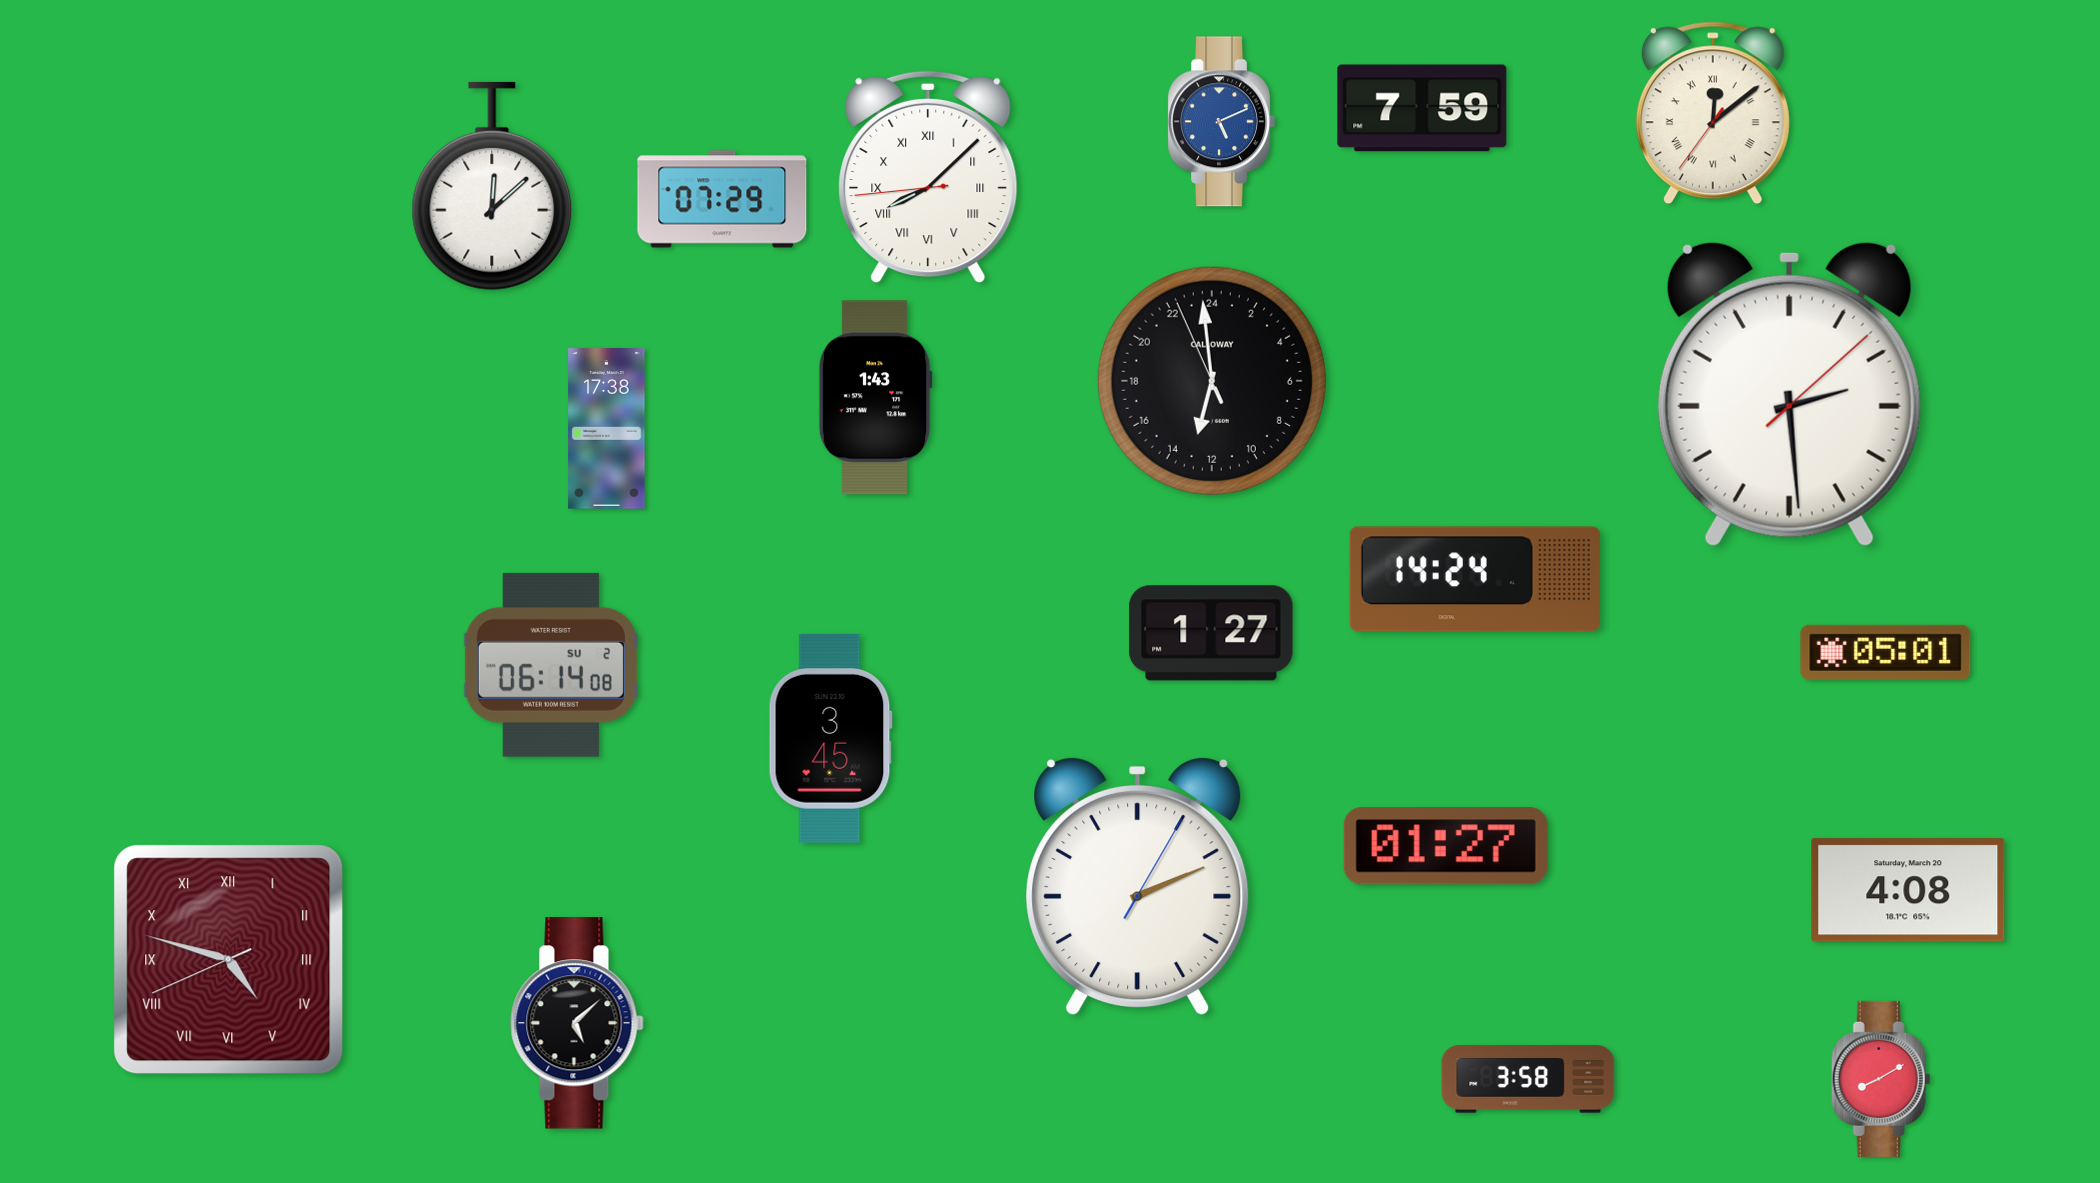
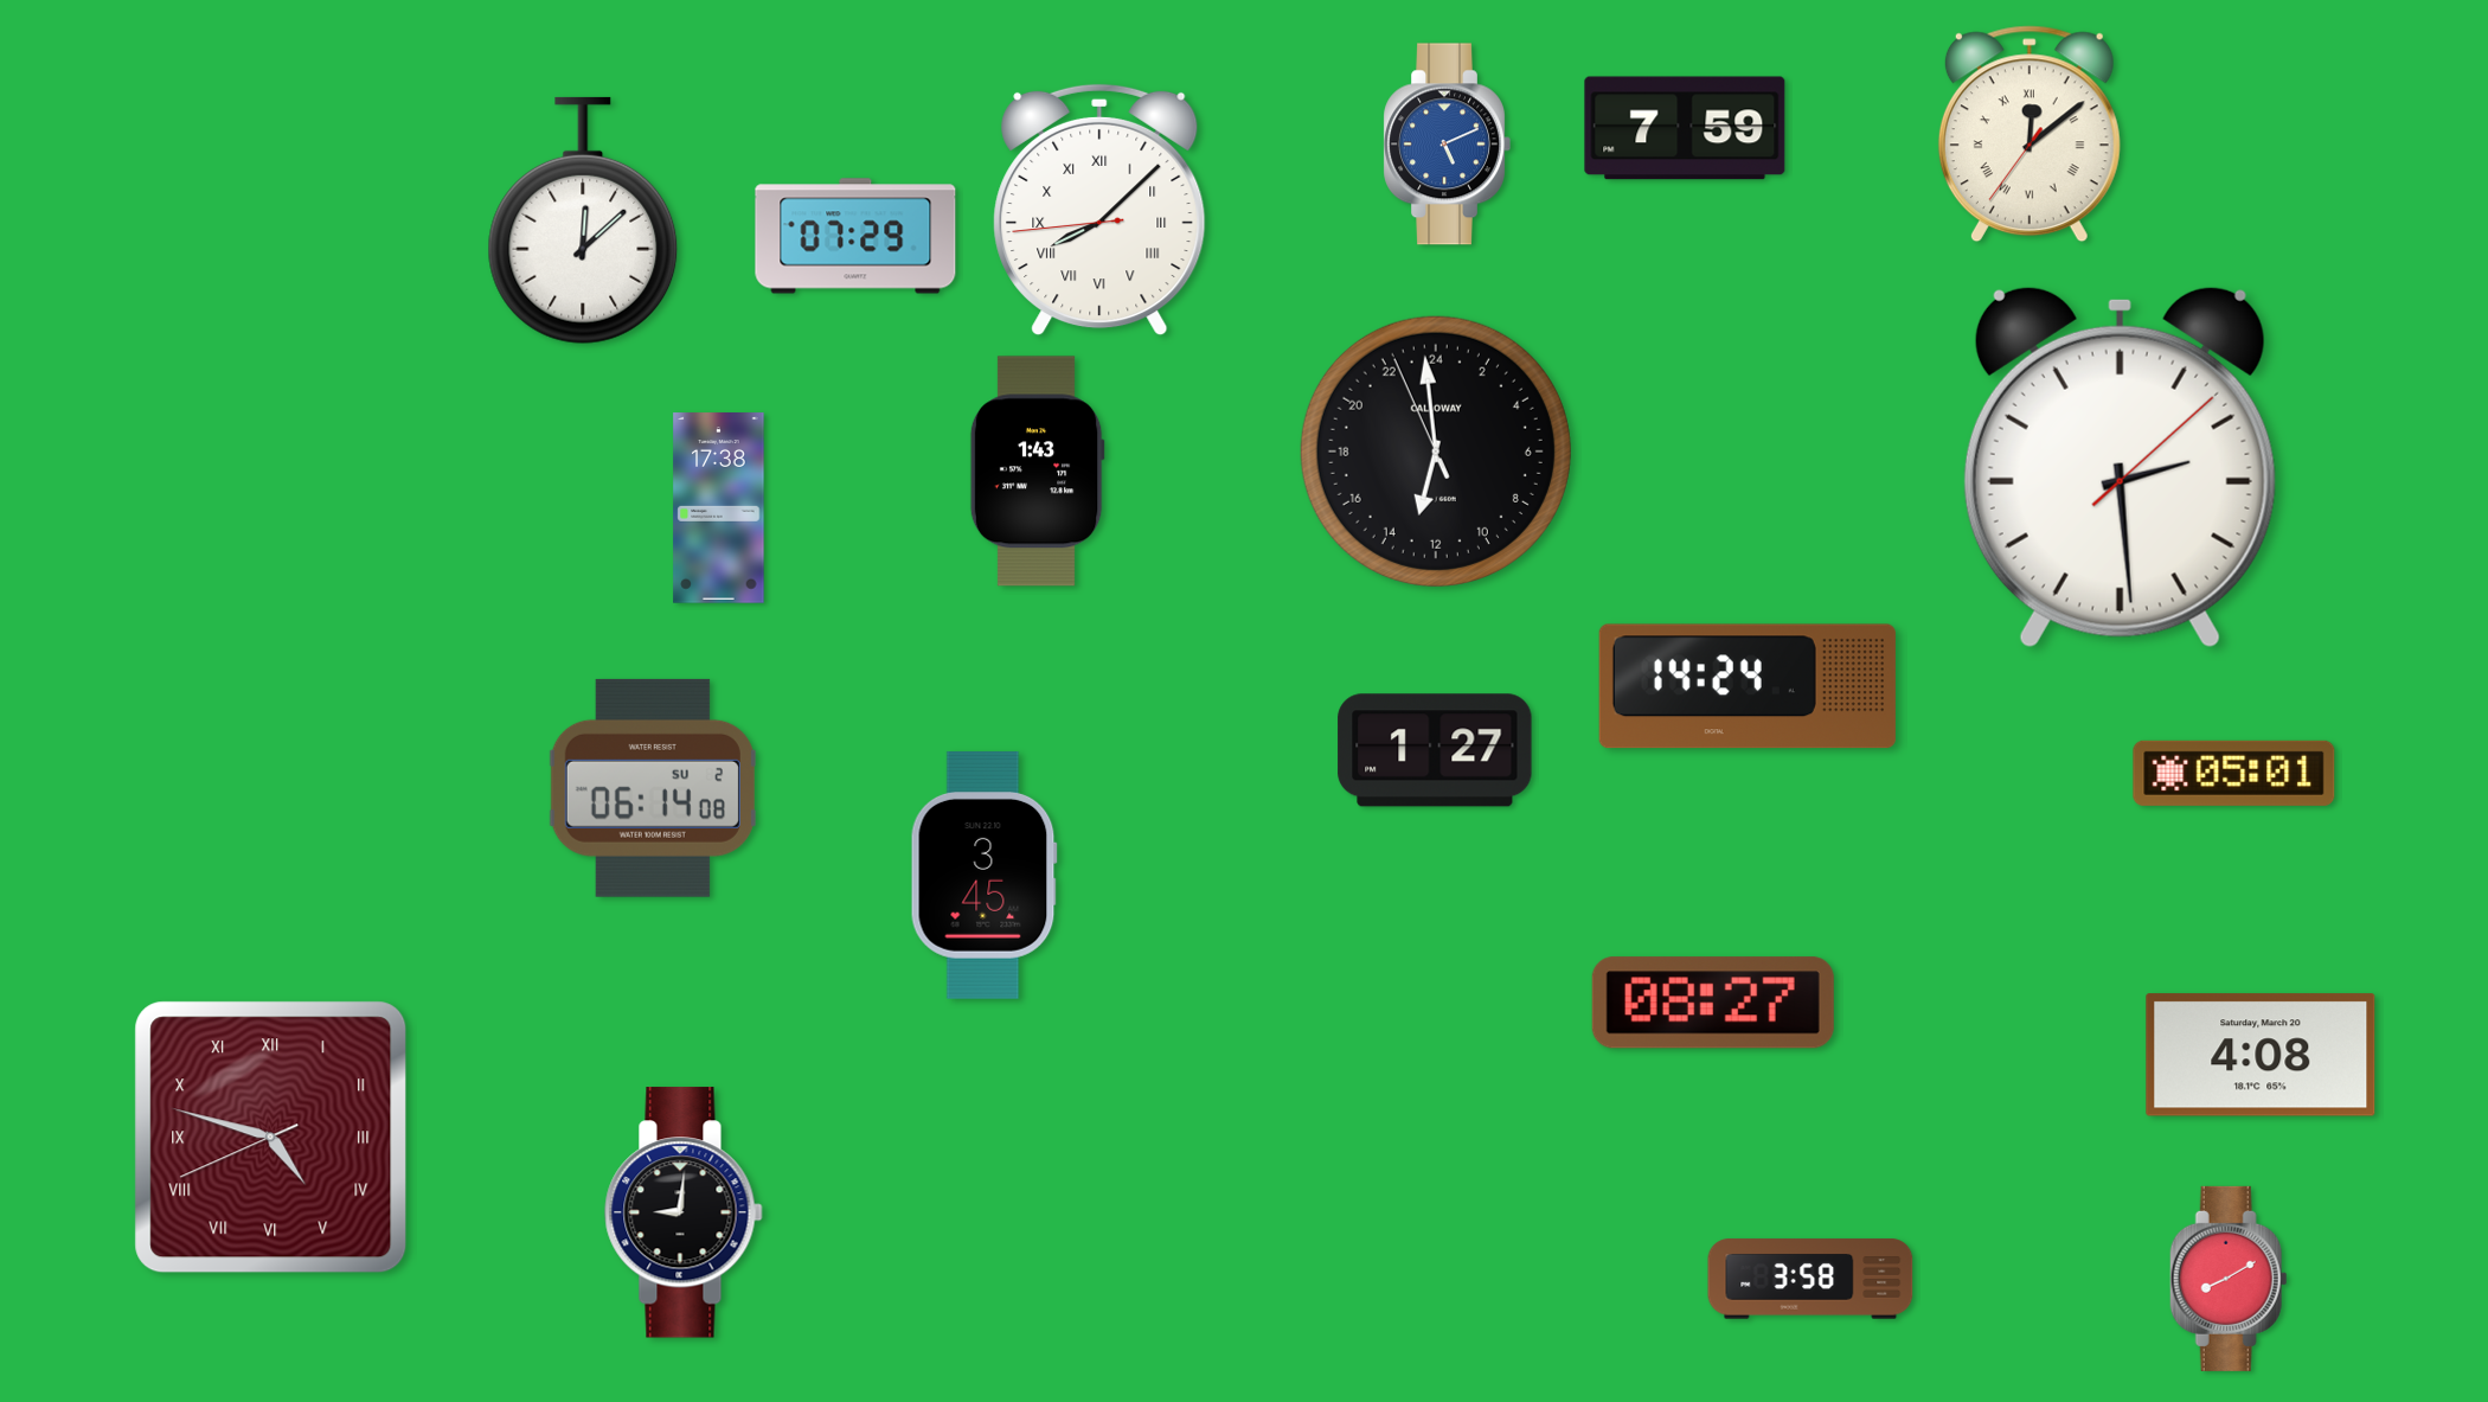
clock at (1446, 846): 01:27 -> 08:27
clock at (1138, 886): 2:11 -> none
clock at (577, 1023): 5:08 -> 9:01
